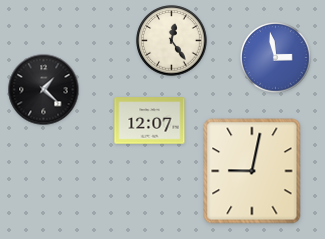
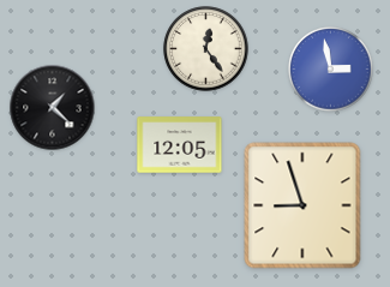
clock at (150, 121): 12:07 -> 12:05
clock at (252, 171): 9:02 -> 8:57
